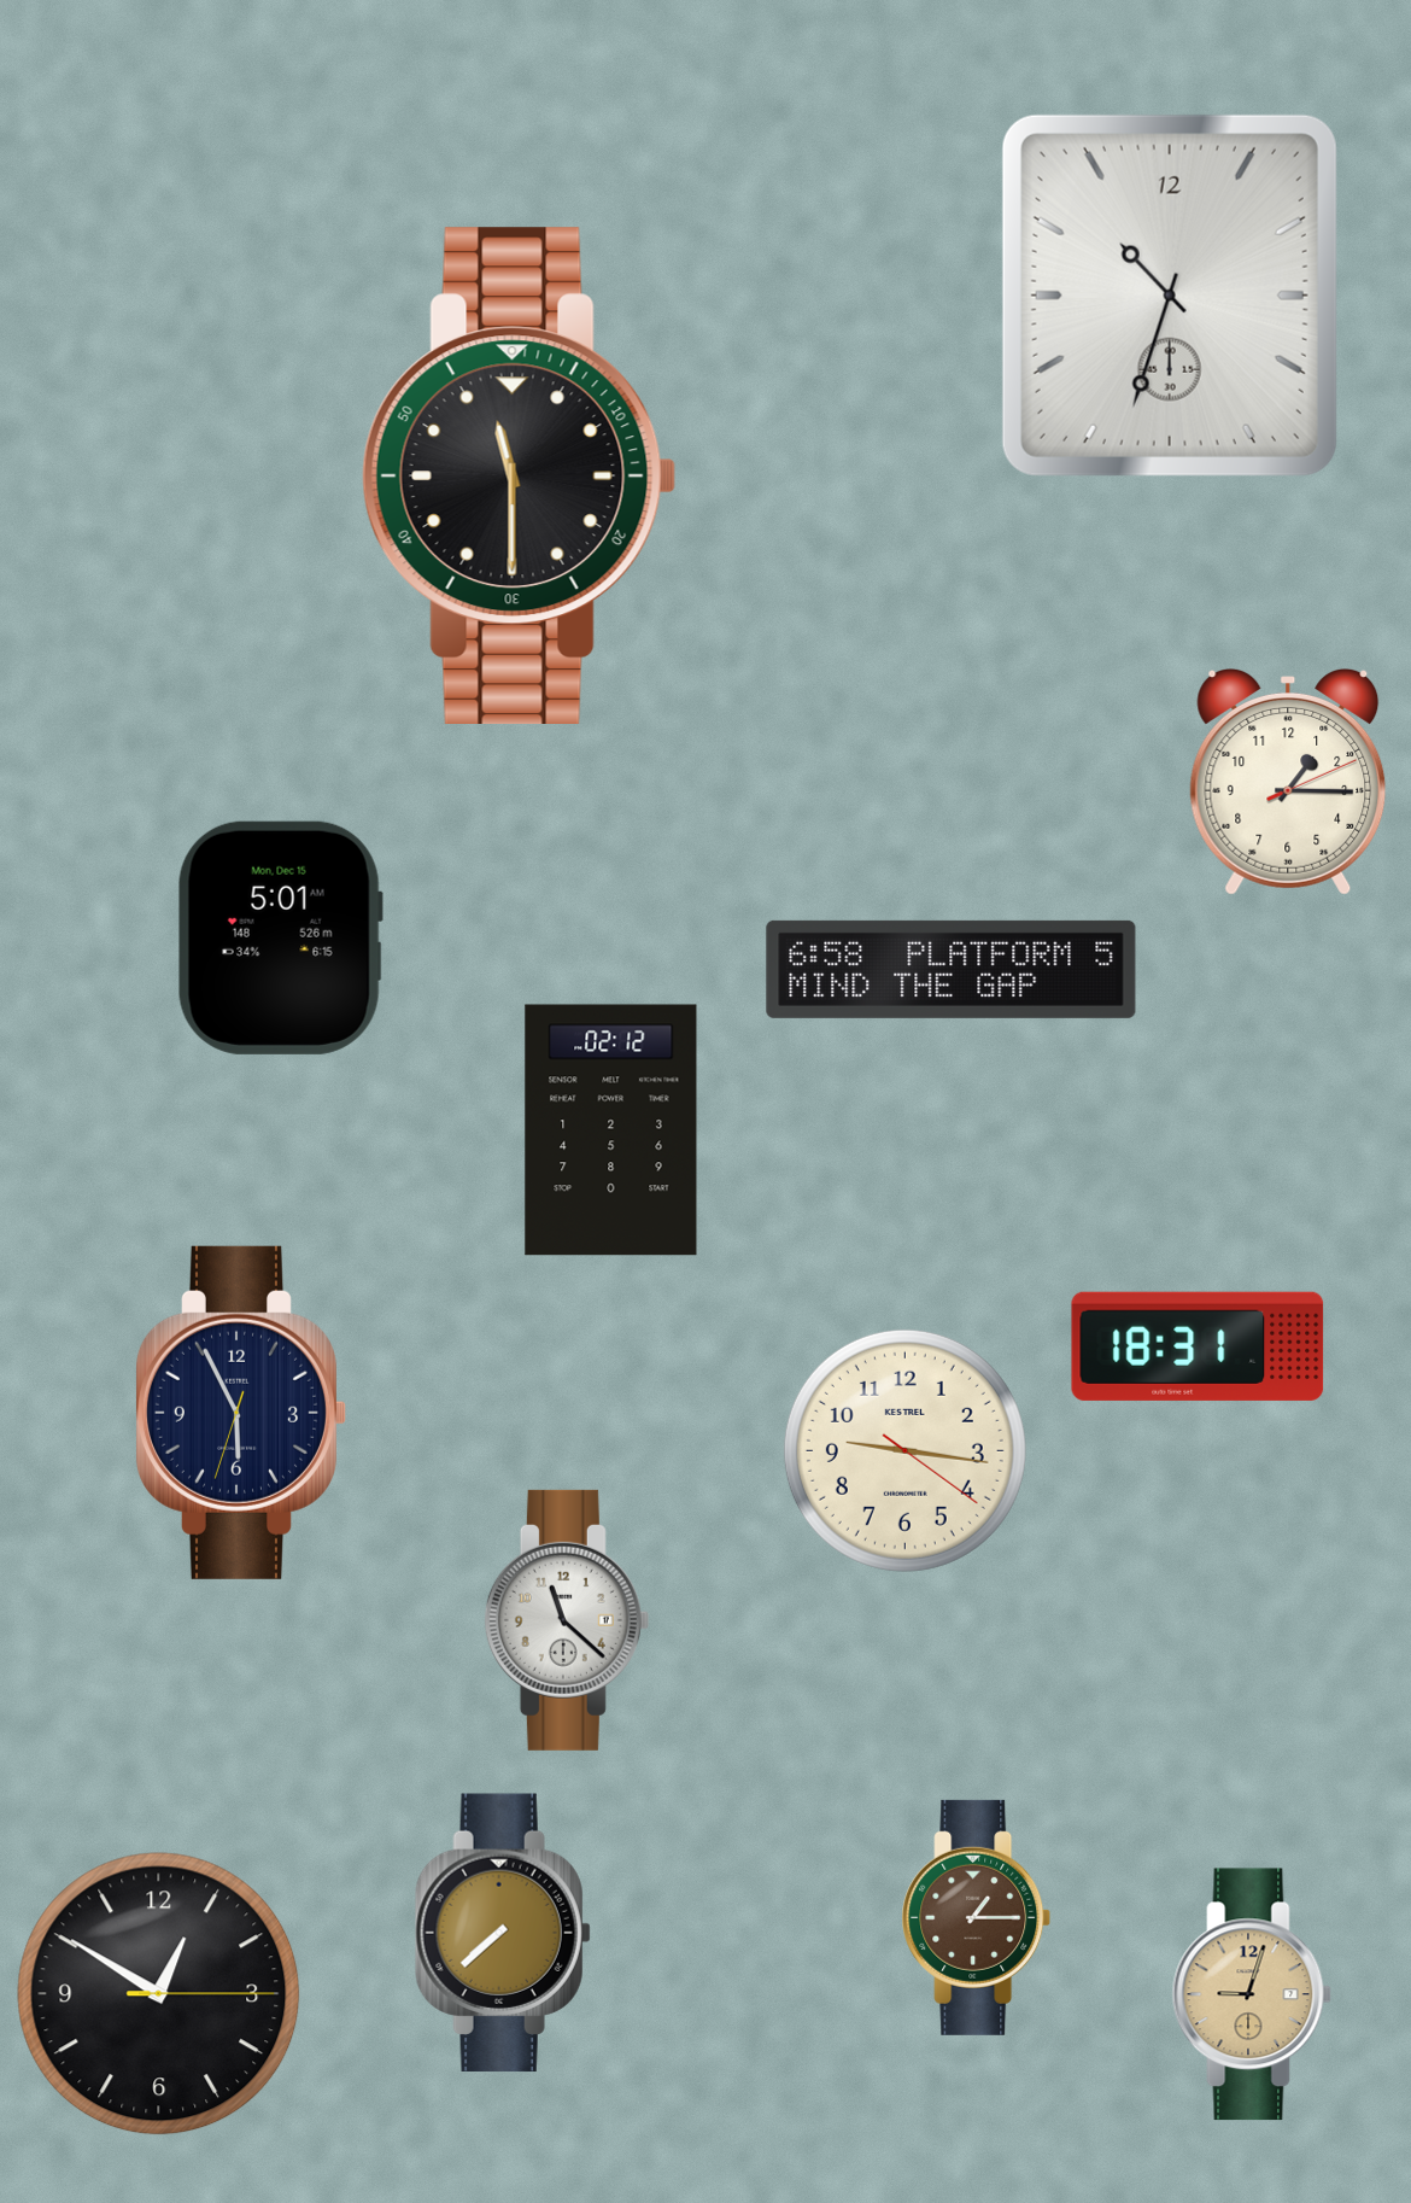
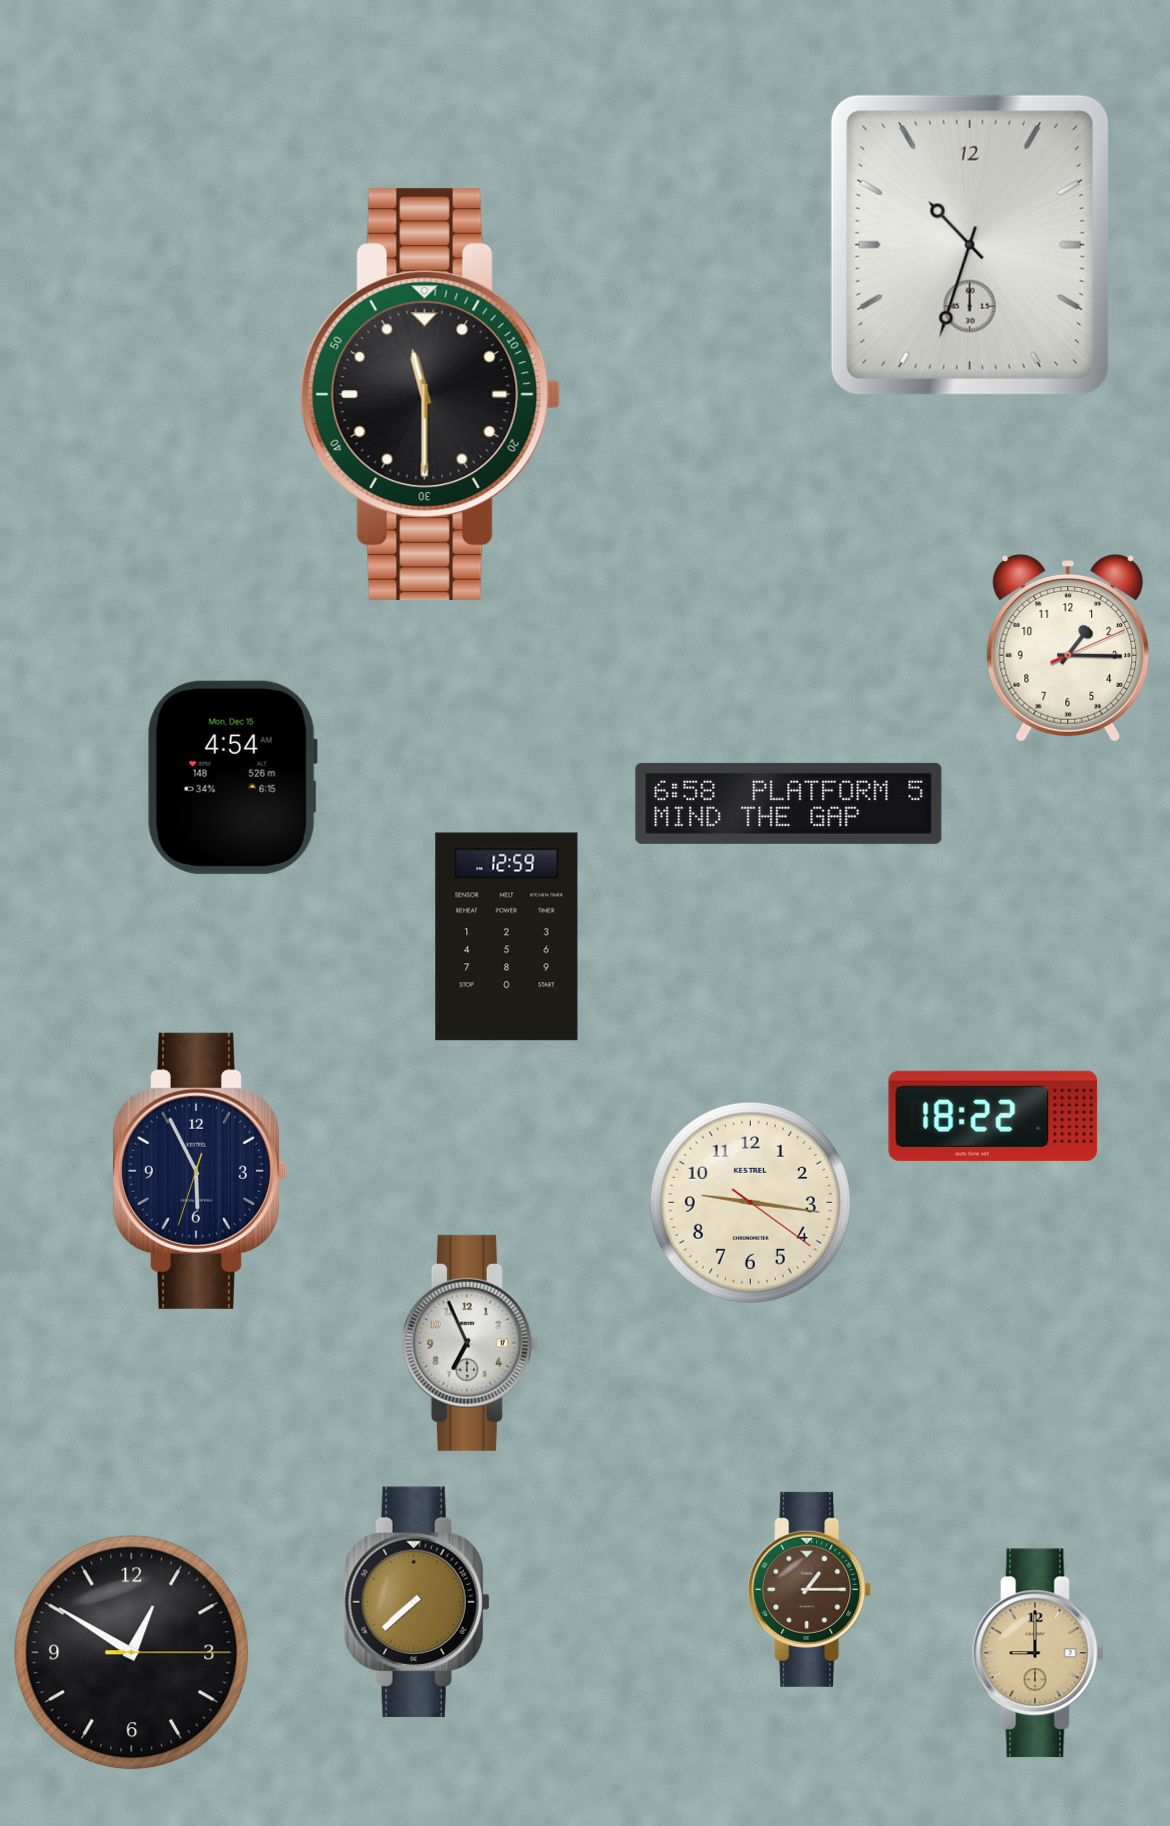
clock at (280, 937): 5:01 -> 4:54
clock at (611, 1130): 02:12 -> 12:59
clock at (1198, 1346): 18:31 -> 18:22
clock at (567, 1620): 11:22 -> 6:56
clock at (1252, 1994): 9:03 -> 9:00
